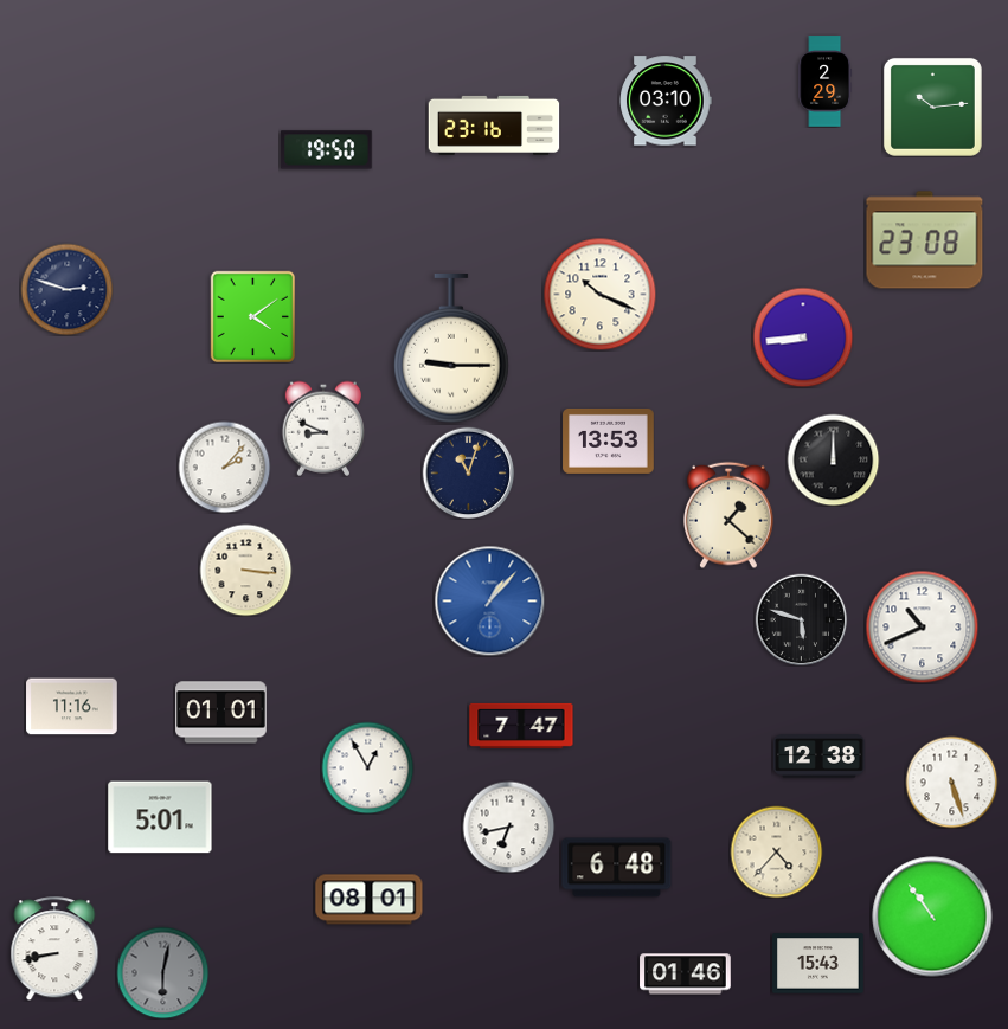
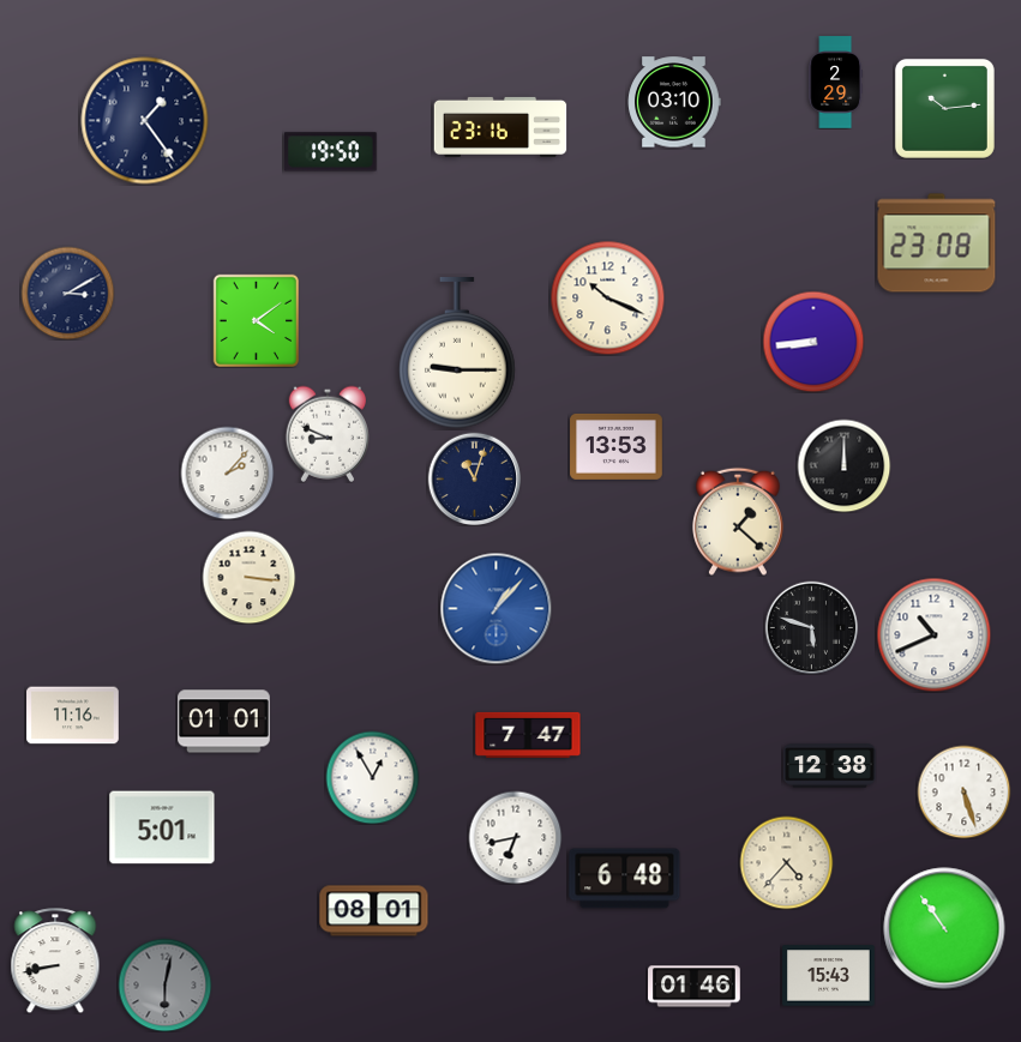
clock at (145, 121): none -> 1:24
clock at (66, 289): 2:48 -> 3:10
